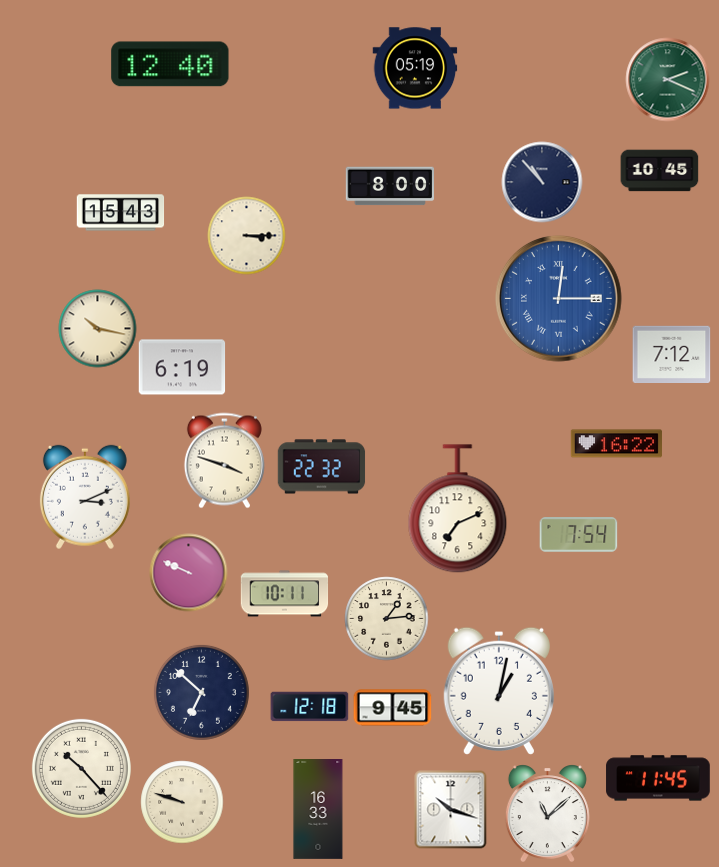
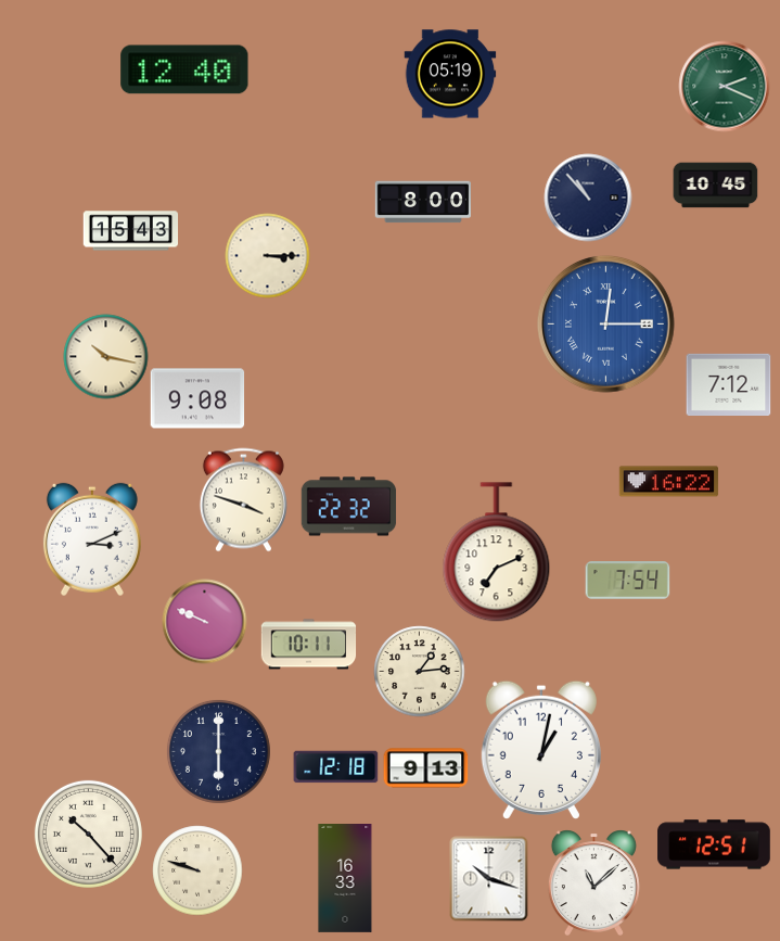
clock at (182, 367): 6:19 -> 9:08
clock at (201, 692): 6:52 -> 6:00
clock at (392, 708): 9:45 -> 9:13
clock at (658, 778): 11:45 -> 12:51
